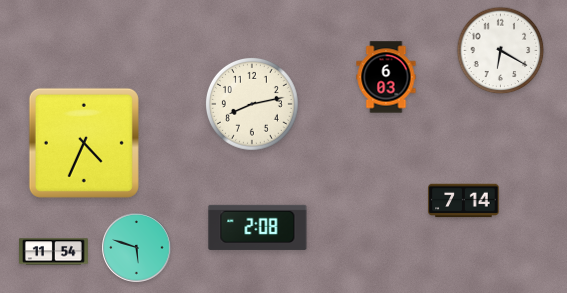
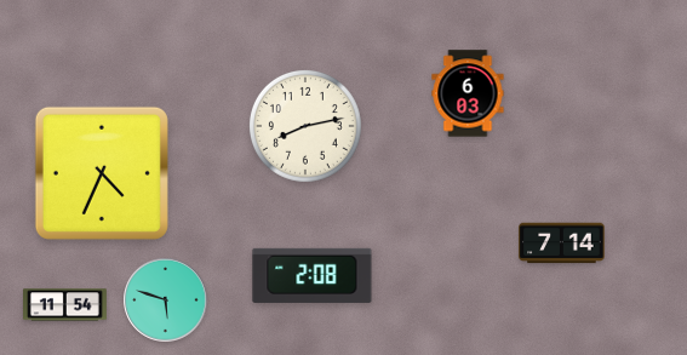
clock at (501, 51): 6:20 -> none
